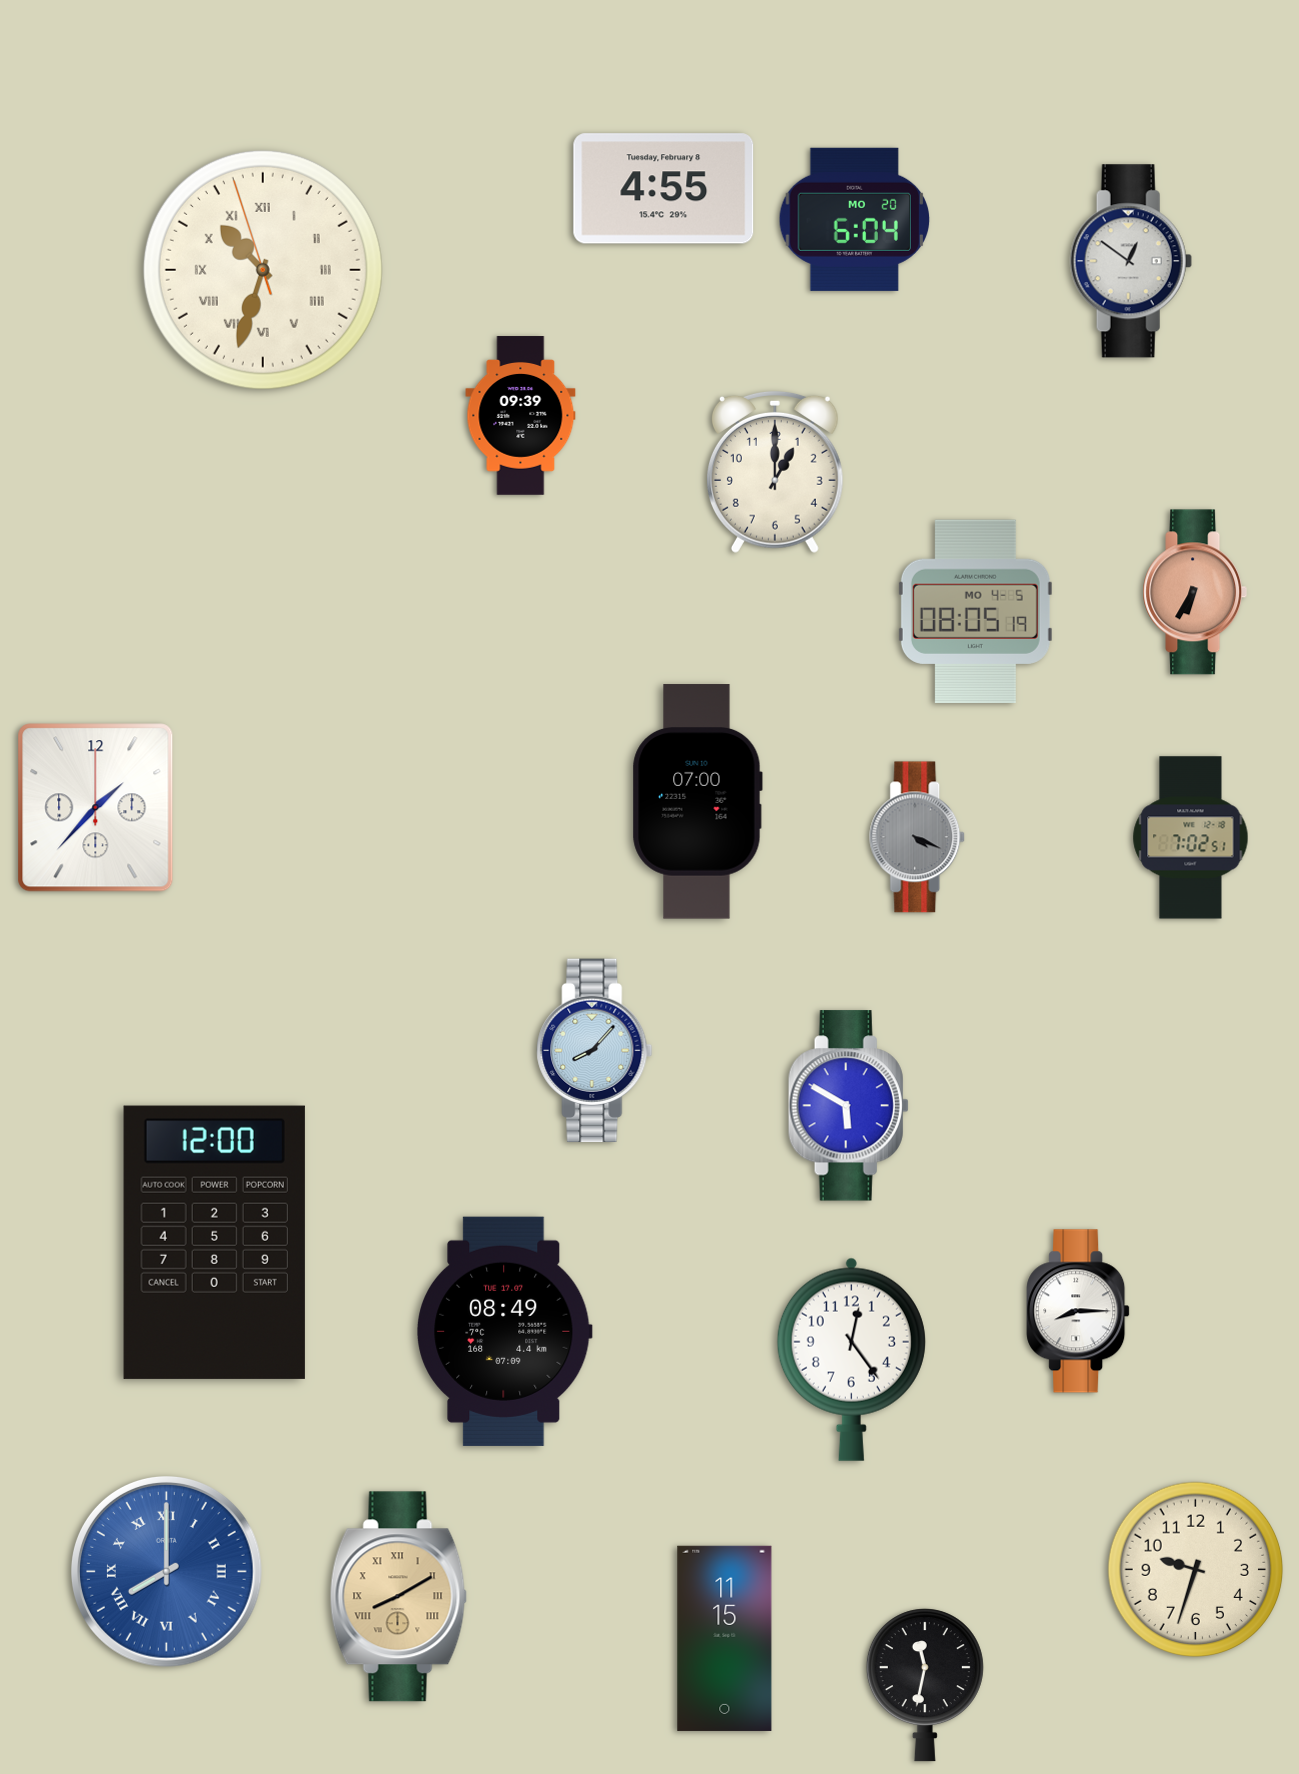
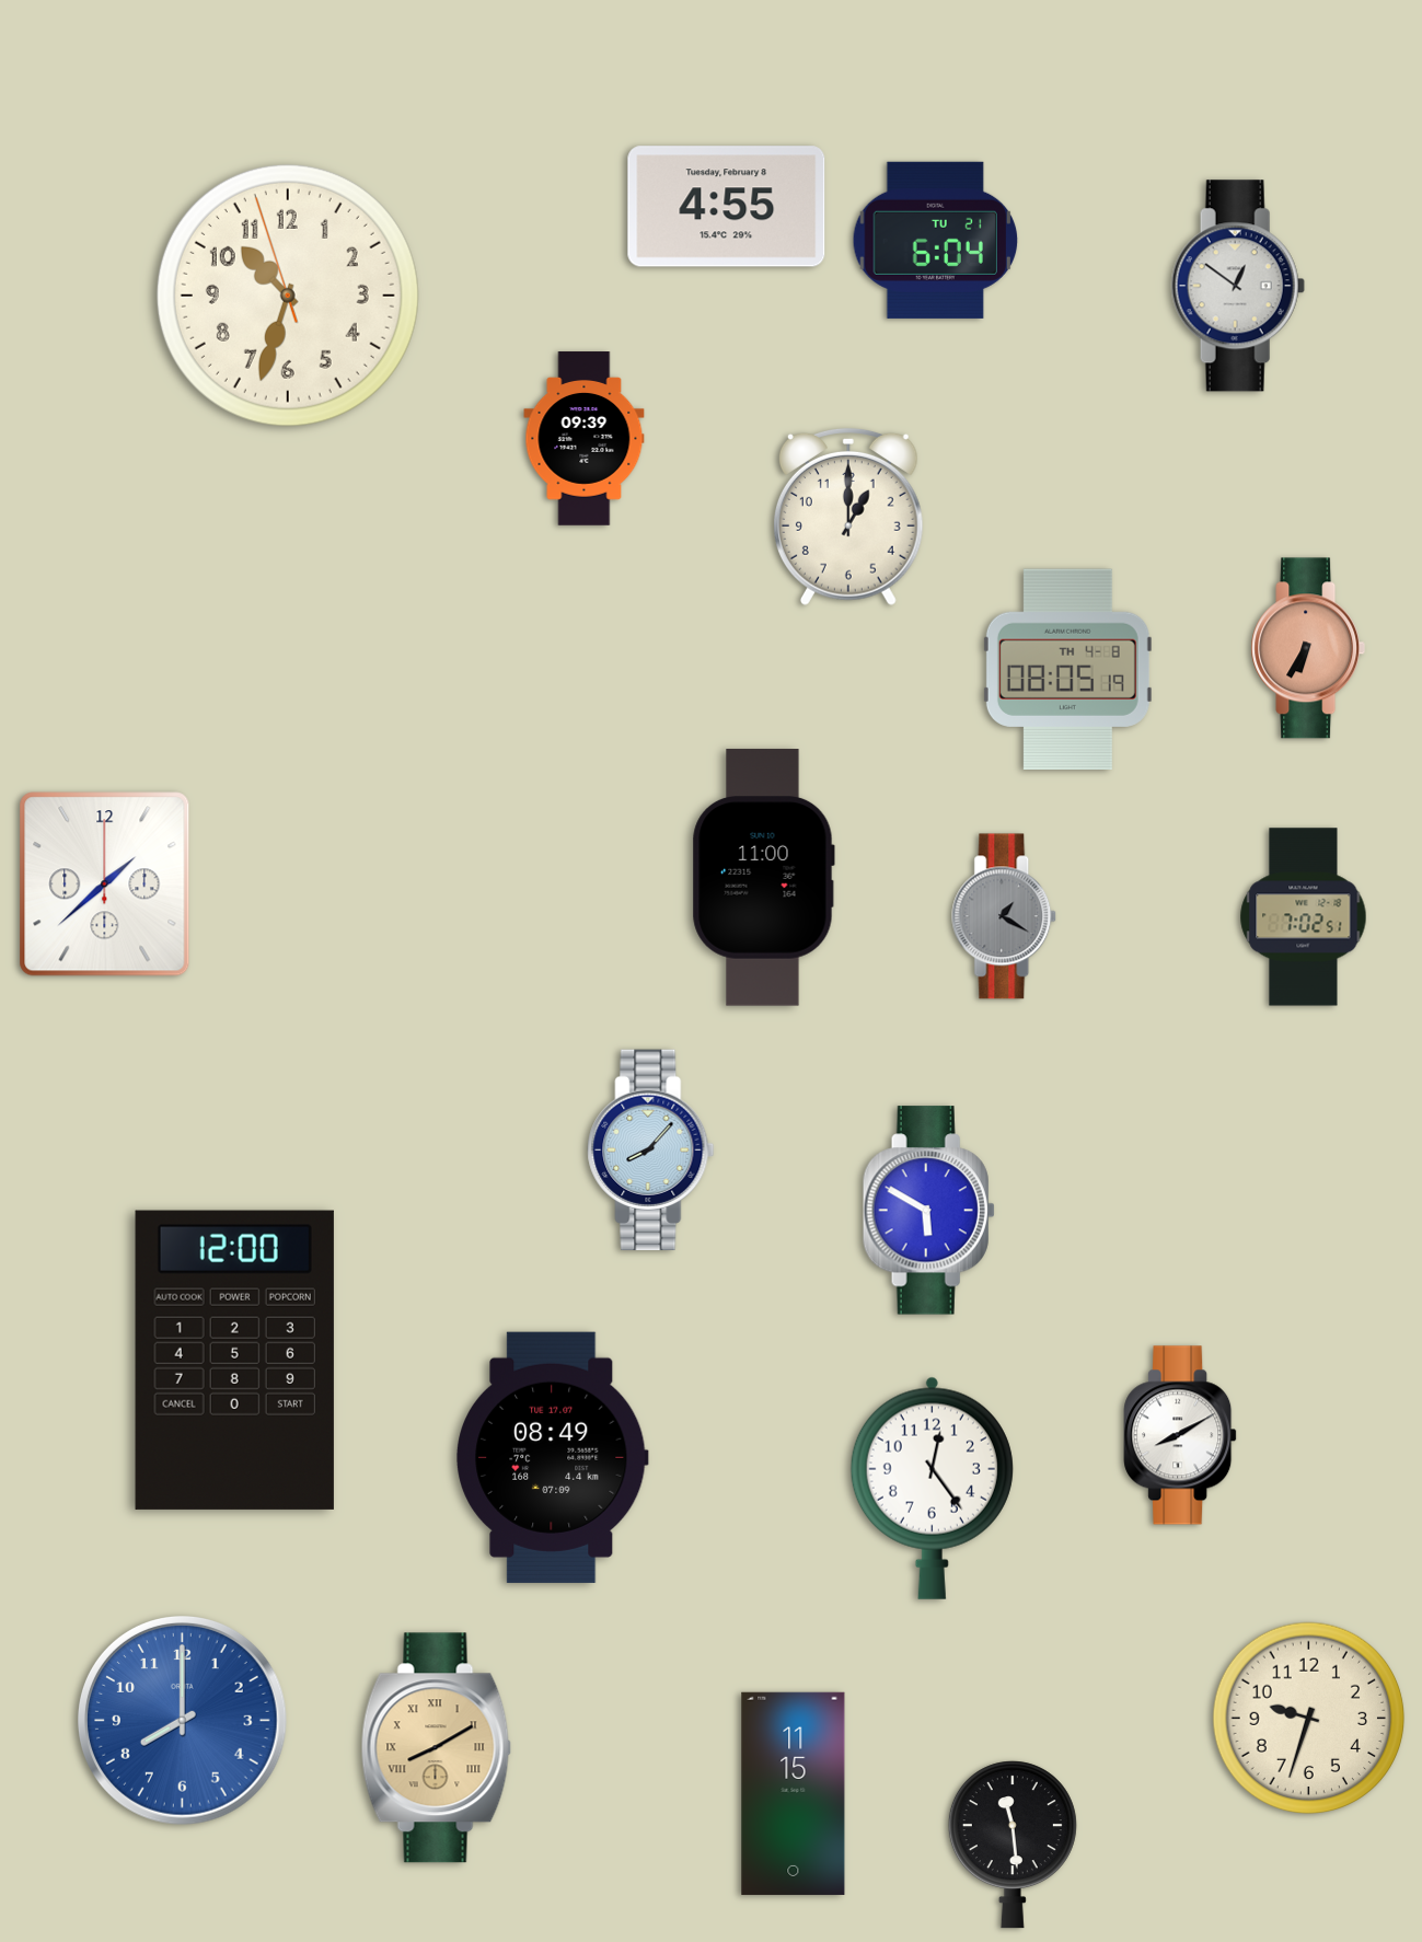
clock at (854, 219) date: MO 20 -> TU 21
clock at (263, 270) numerals: Roman -> Arabic
clock at (521, 416) position: (521, 416) -> (585, 439)
clock at (975, 611) date: MO 4-5 -> TH 4-8
clock at (697, 802): 07:00 -> 11:00
clock at (96, 808): 1:37 -> 1:38
clock at (918, 837): 4:19 -> 1:20
clock at (1078, 1311): 8:15 -> 8:10
clock at (167, 1572) numerals: Roman -> Arabic
clock at (925, 1685): 11:32 -> 11:29
